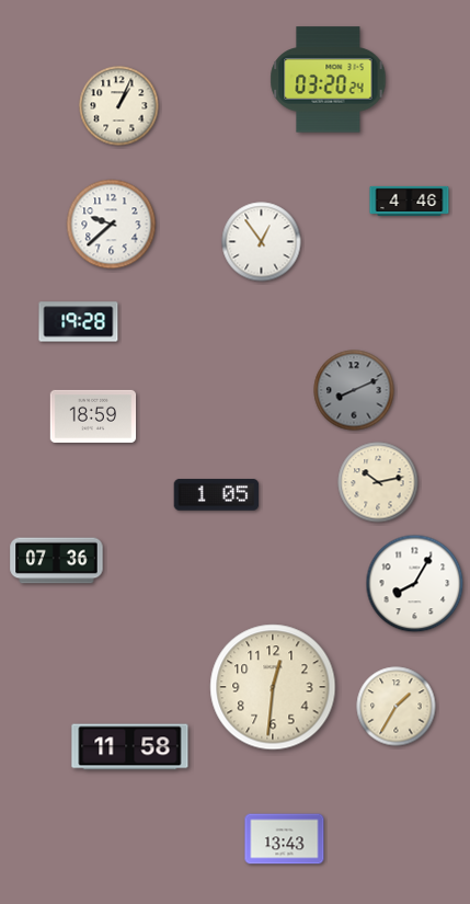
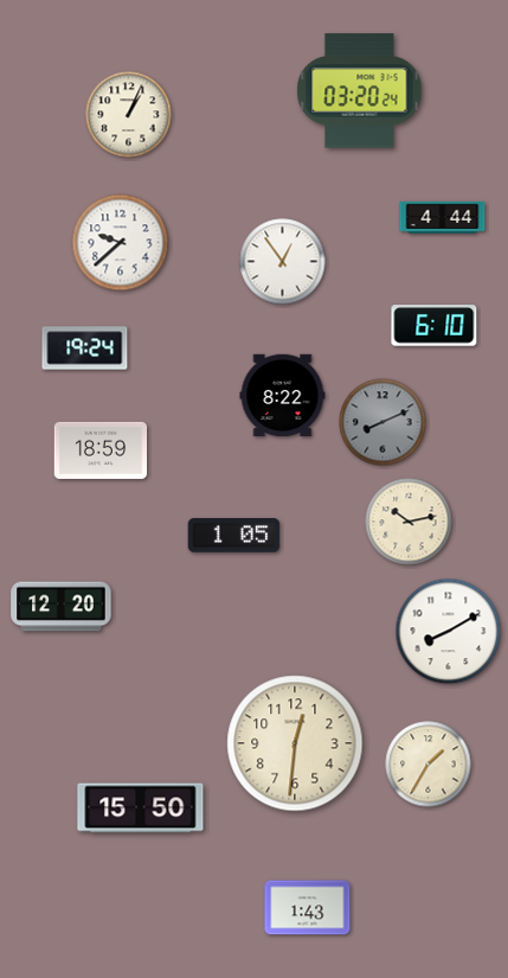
clock at (329, 80) position: (329, 80) -> (360, 91)
clock at (410, 201): 4:46 -> 4:44
clock at (435, 326): none -> 6:10
clock at (79, 322): 19:28 -> 19:24
clock at (283, 396): none -> 8:22
clock at (57, 561): 07:36 -> 12:20
clock at (415, 584): 8:05 -> 8:10
clock at (130, 747): 11:58 -> 15:50
clock at (285, 839): 13:43 -> 1:43
